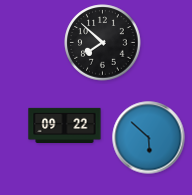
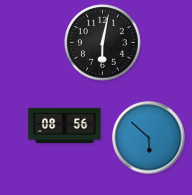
clock at (103, 43): 7:52 -> 6:02
clock at (65, 125): 09:22 -> 08:56
